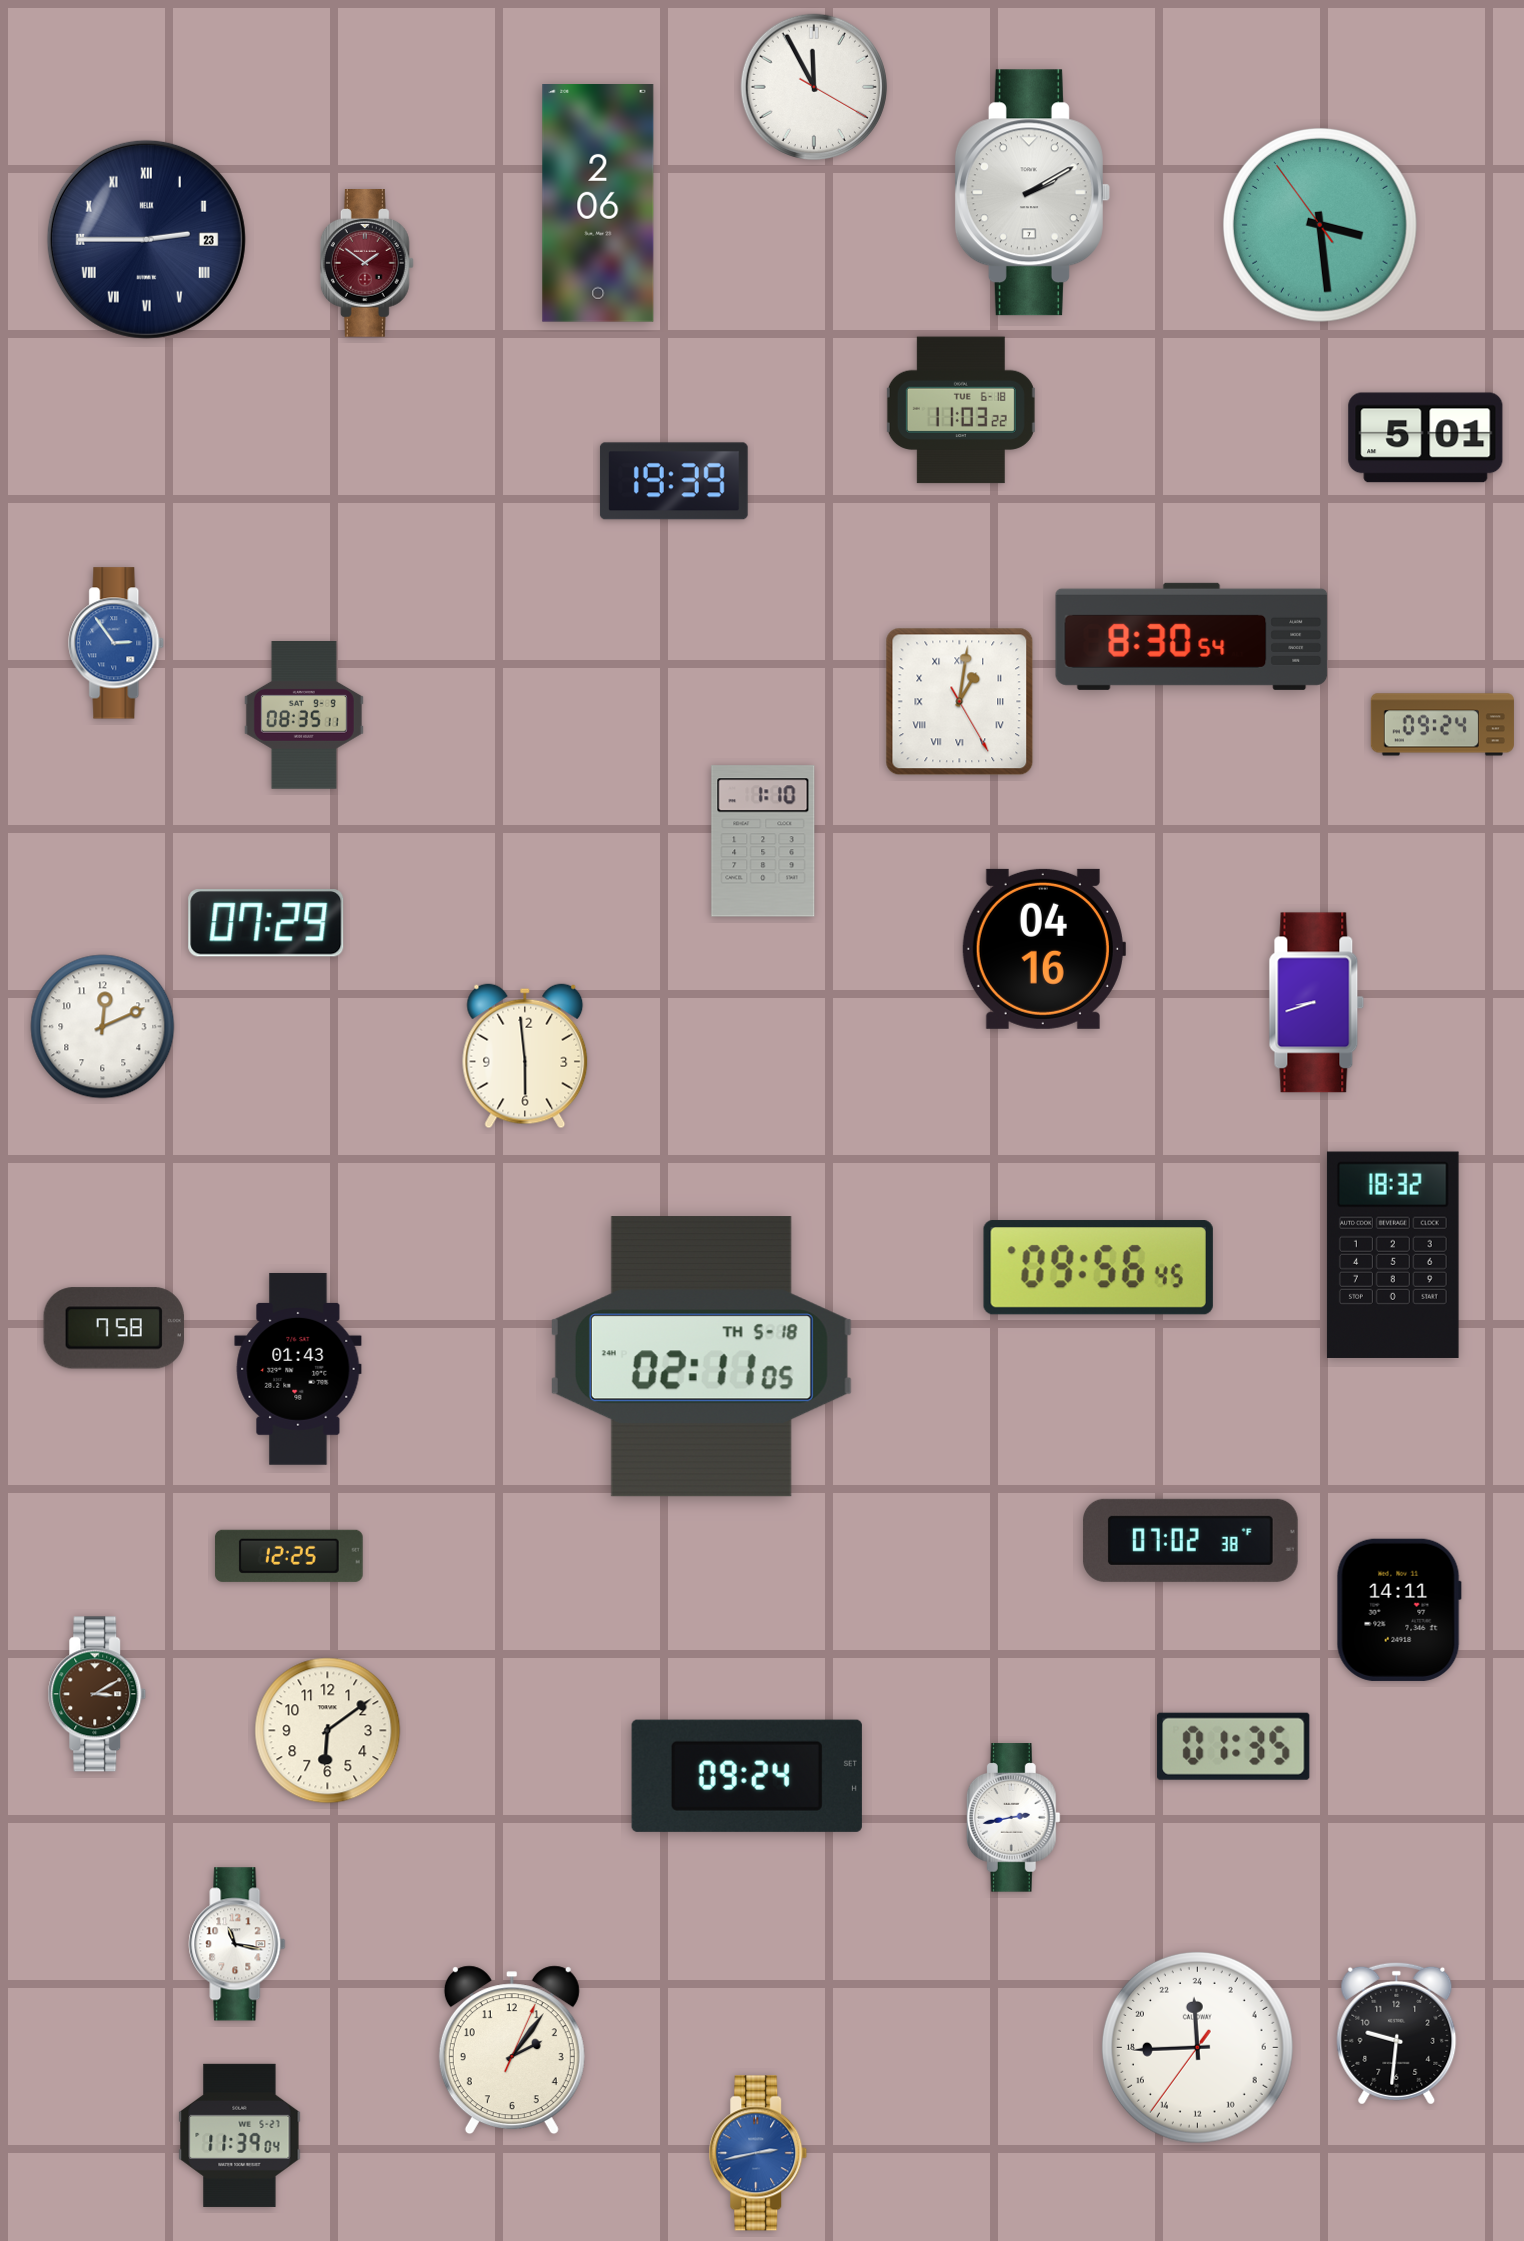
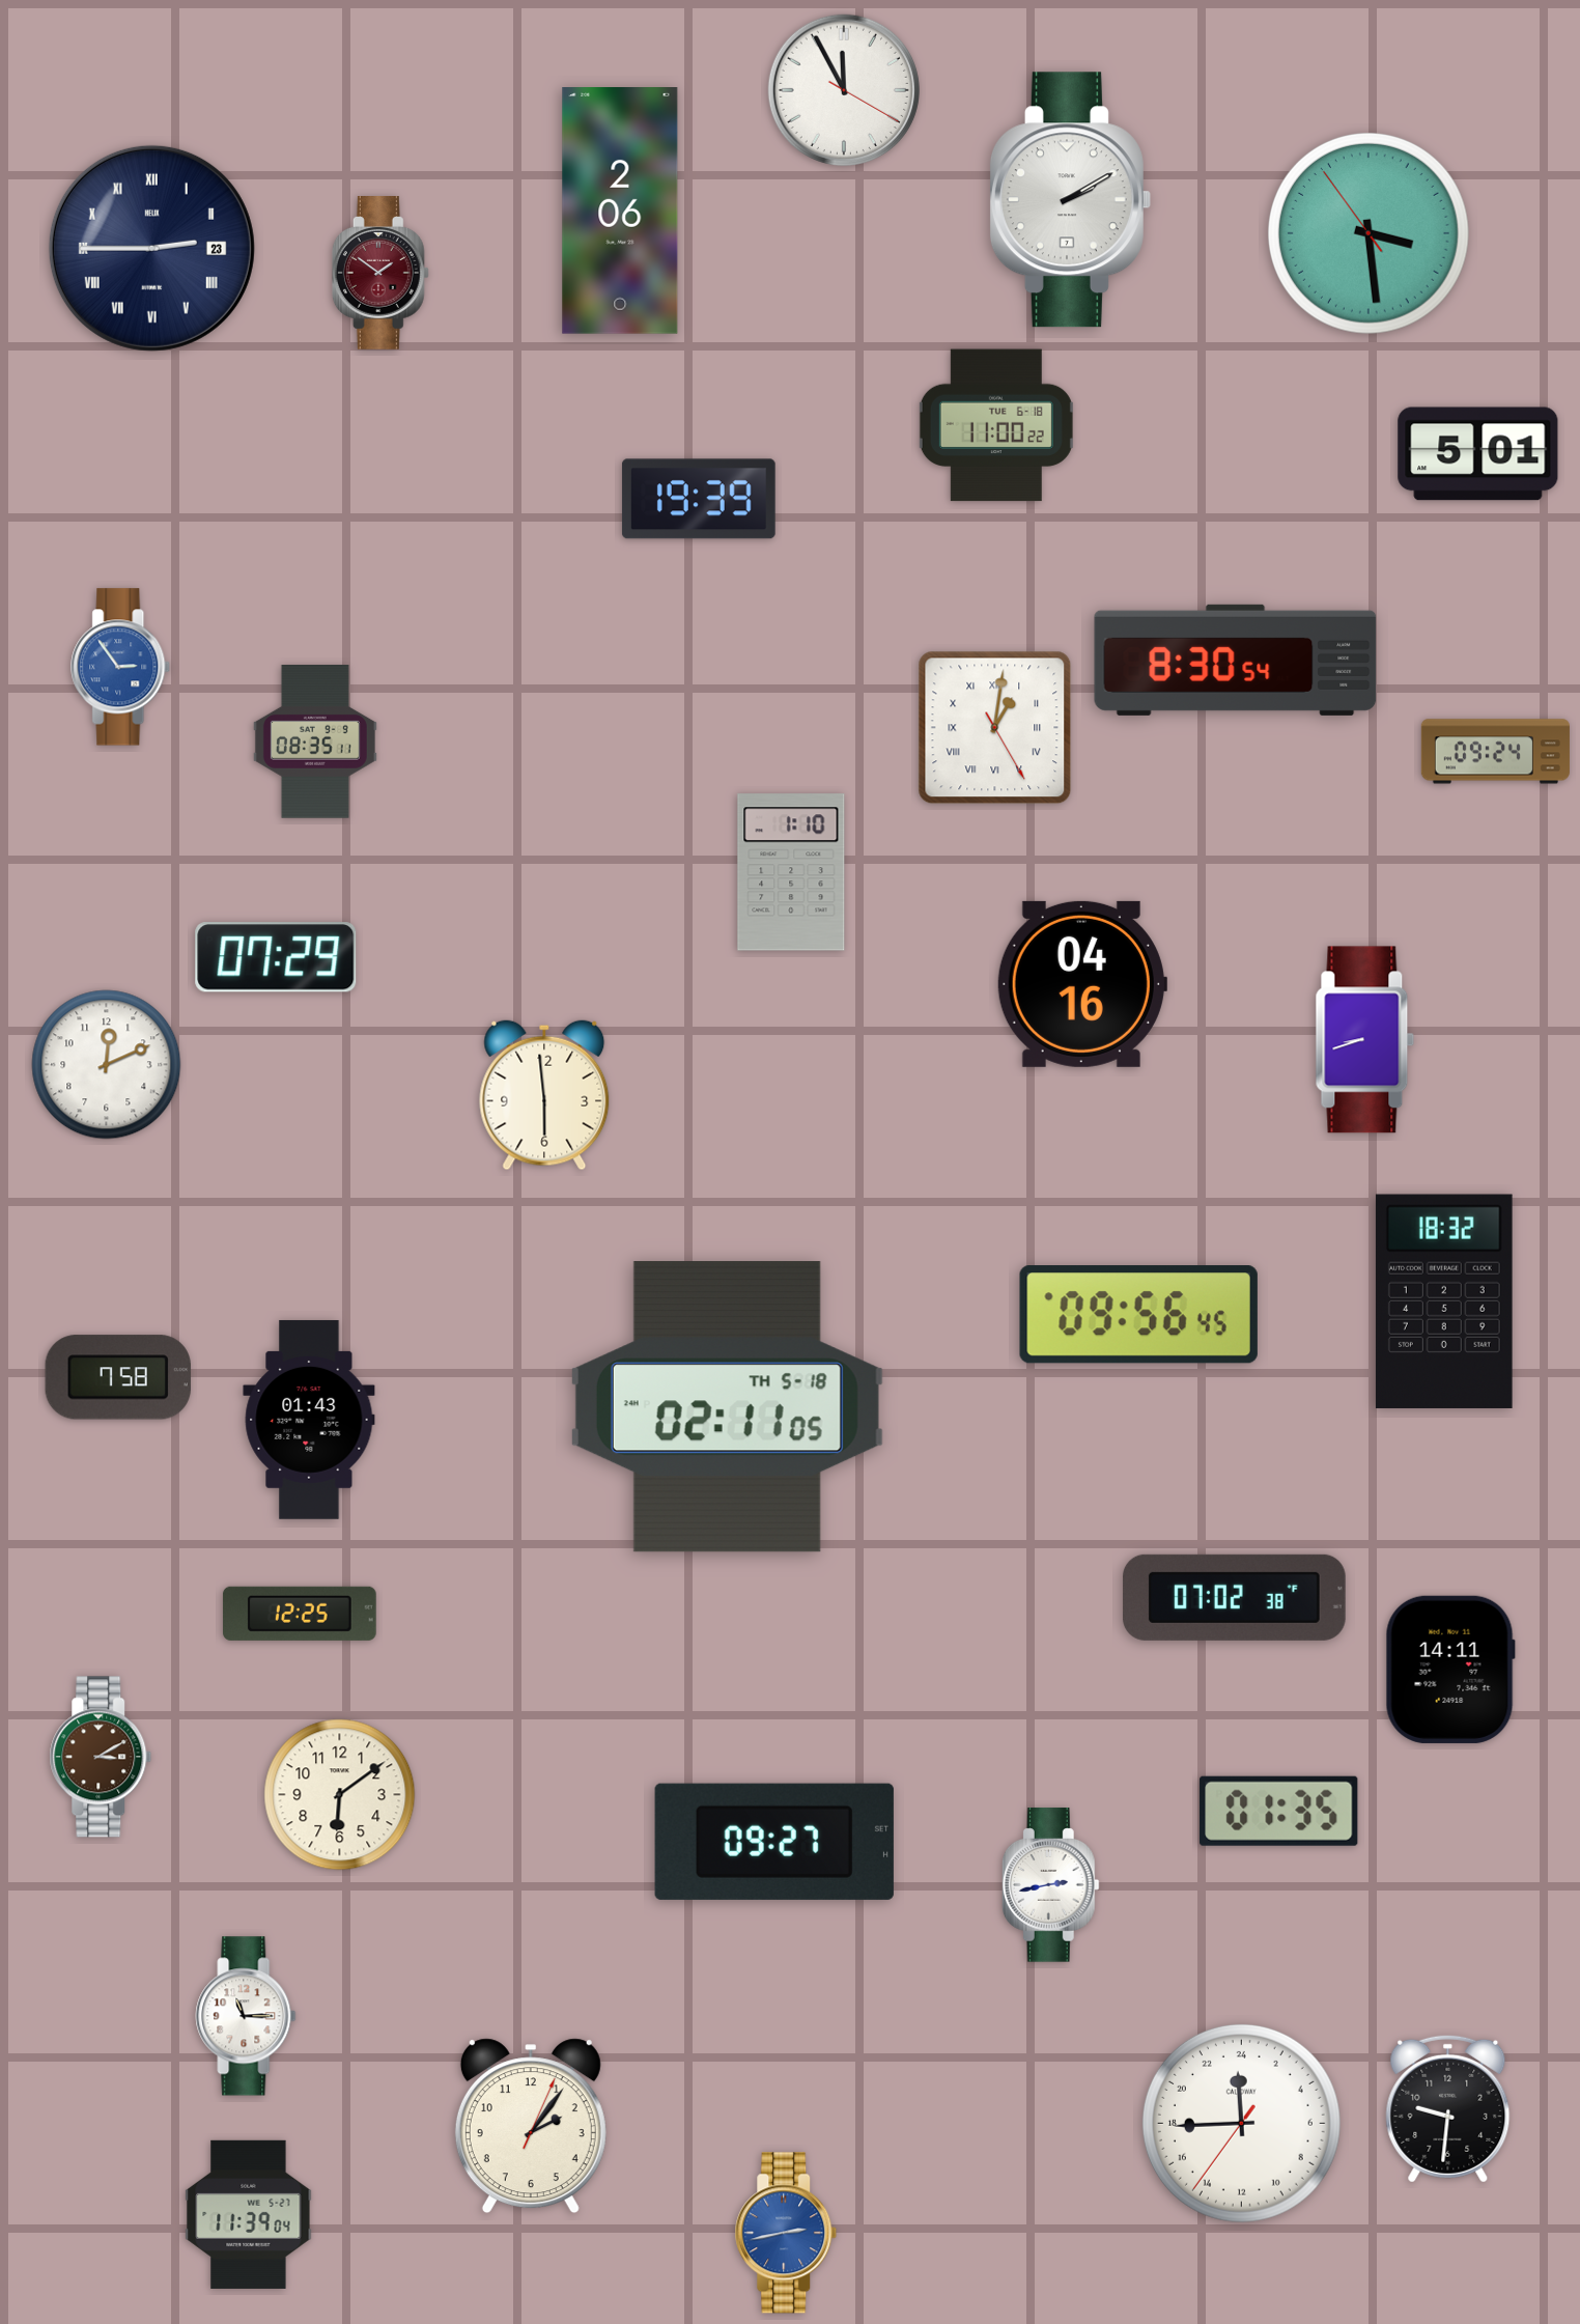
clock at (961, 410): 11:03 -> 11:00
clock at (747, 1776): 09:24 -> 09:27
clock at (237, 1944): 11:17 -> 11:15
